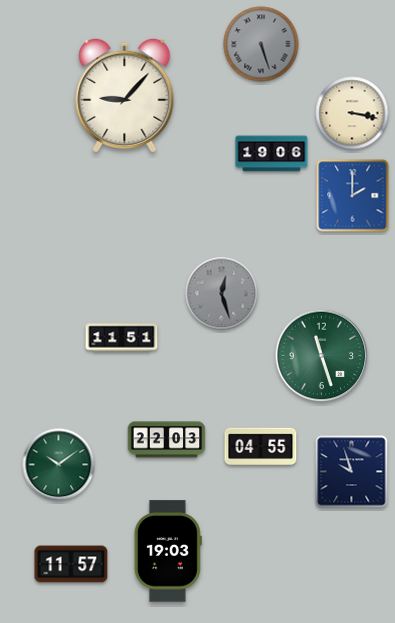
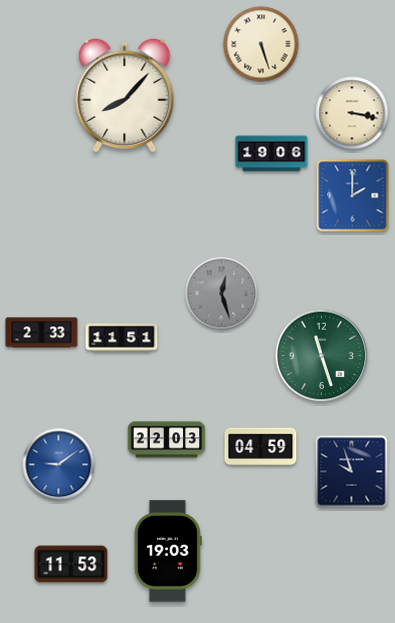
clock at (261, 44) dial: grey -> cream
clock at (125, 95): 9:07 -> 8:07
clock at (42, 333): none -> 2:33
clock at (261, 447): 04:55 -> 04:59
clock at (59, 465): 10:09 -> 9:09
clock at (59, 465) dial: green -> blue
clock at (71, 564): 11:57 -> 11:53
